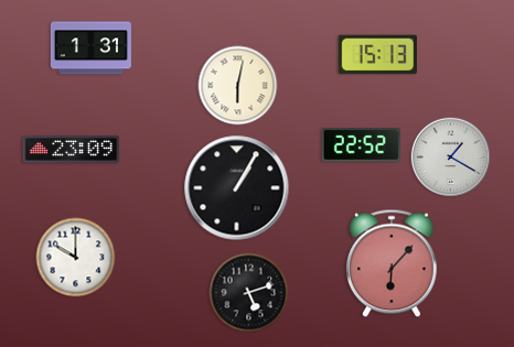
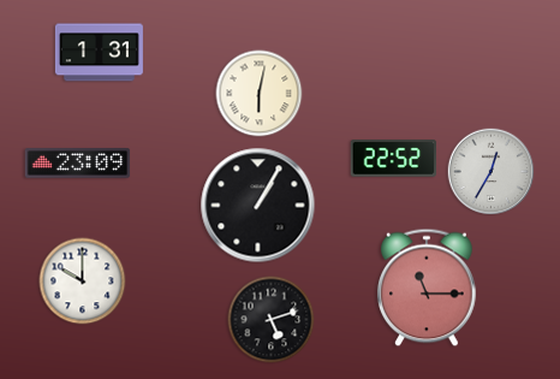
clock at (377, 55): 15:13 -> none
clock at (451, 158): 1:20 -> 12:35
clock at (392, 263): 6:07 -> 11:15
